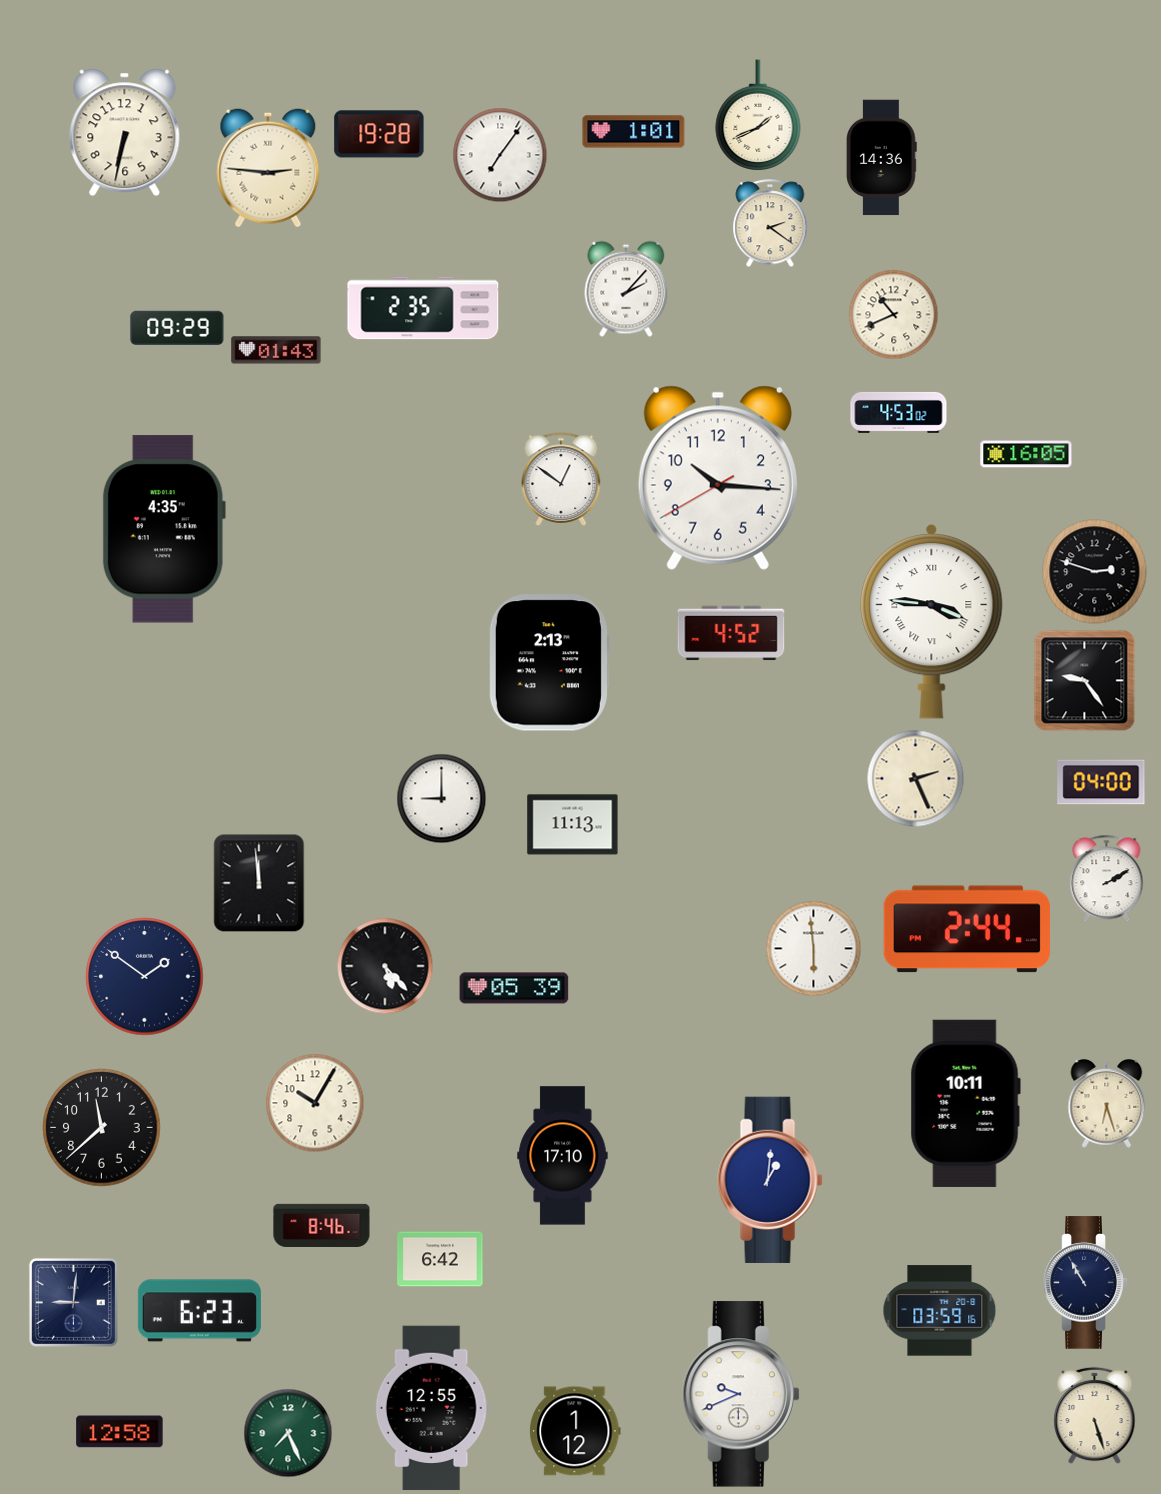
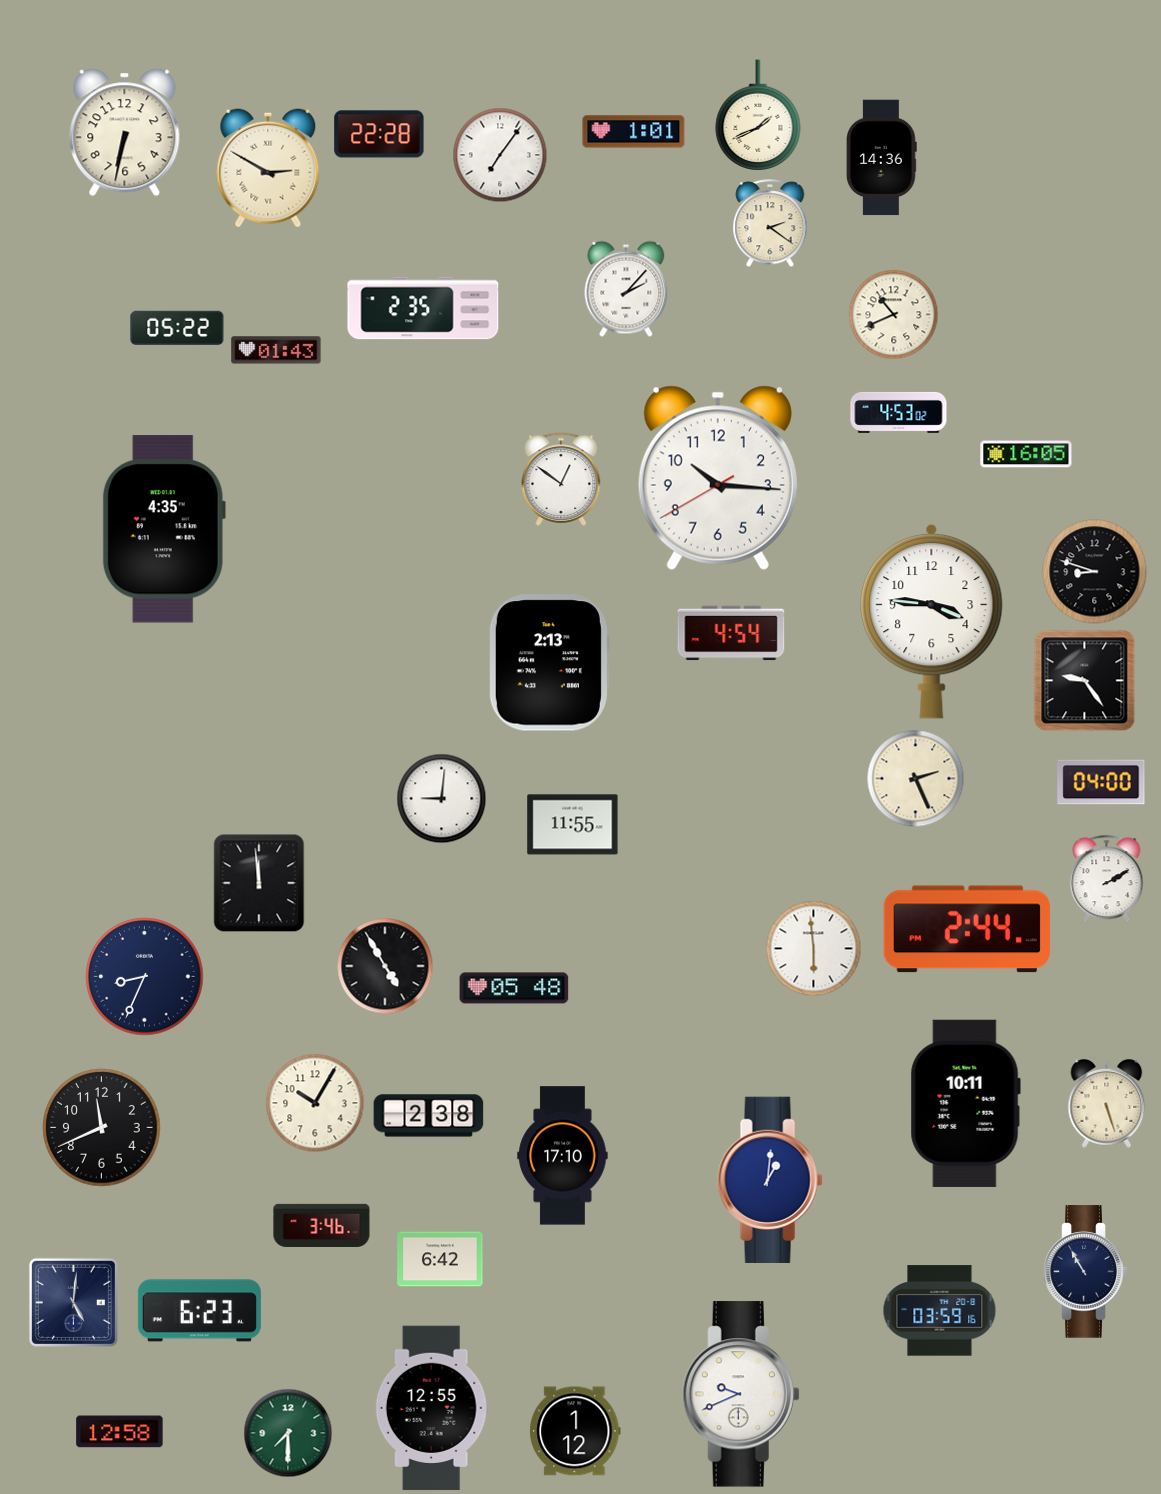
clock at (379, 134): 19:28 -> 22:28
clock at (268, 168): 2:46 -> 2:50
clock at (177, 327): 09:29 -> 05:22
clock at (1095, 572): 2:48 -> 8:48
clock at (932, 621) numerals: Roman -> Arabic
clock at (731, 633): 4:52 -> 4:54
clock at (441, 798): 9:00 -> 9:01
clock at (573, 825): 11:13 -> 11:55
clock at (385, 966): 5:23 -> 4:55
clock at (145, 977): 1:51 -> 8:34
clock at (514, 988): 05:39 -> 05:48
clock at (1107, 1103): 6:27 -> 5:27
clock at (429, 1116): none -> 2:38
clock at (102, 1128): 11:38 -> 11:41
clock at (322, 1225): 8:46 -> 3:46
clock at (1086, 1283) position: (1086, 1283) -> (1086, 1272)
clock at (73, 1302): 9:01 -> 5:01
clock at (1095, 1415): 5:27 -> none
clock at (288, 1433): 7:26 -> 7:30
